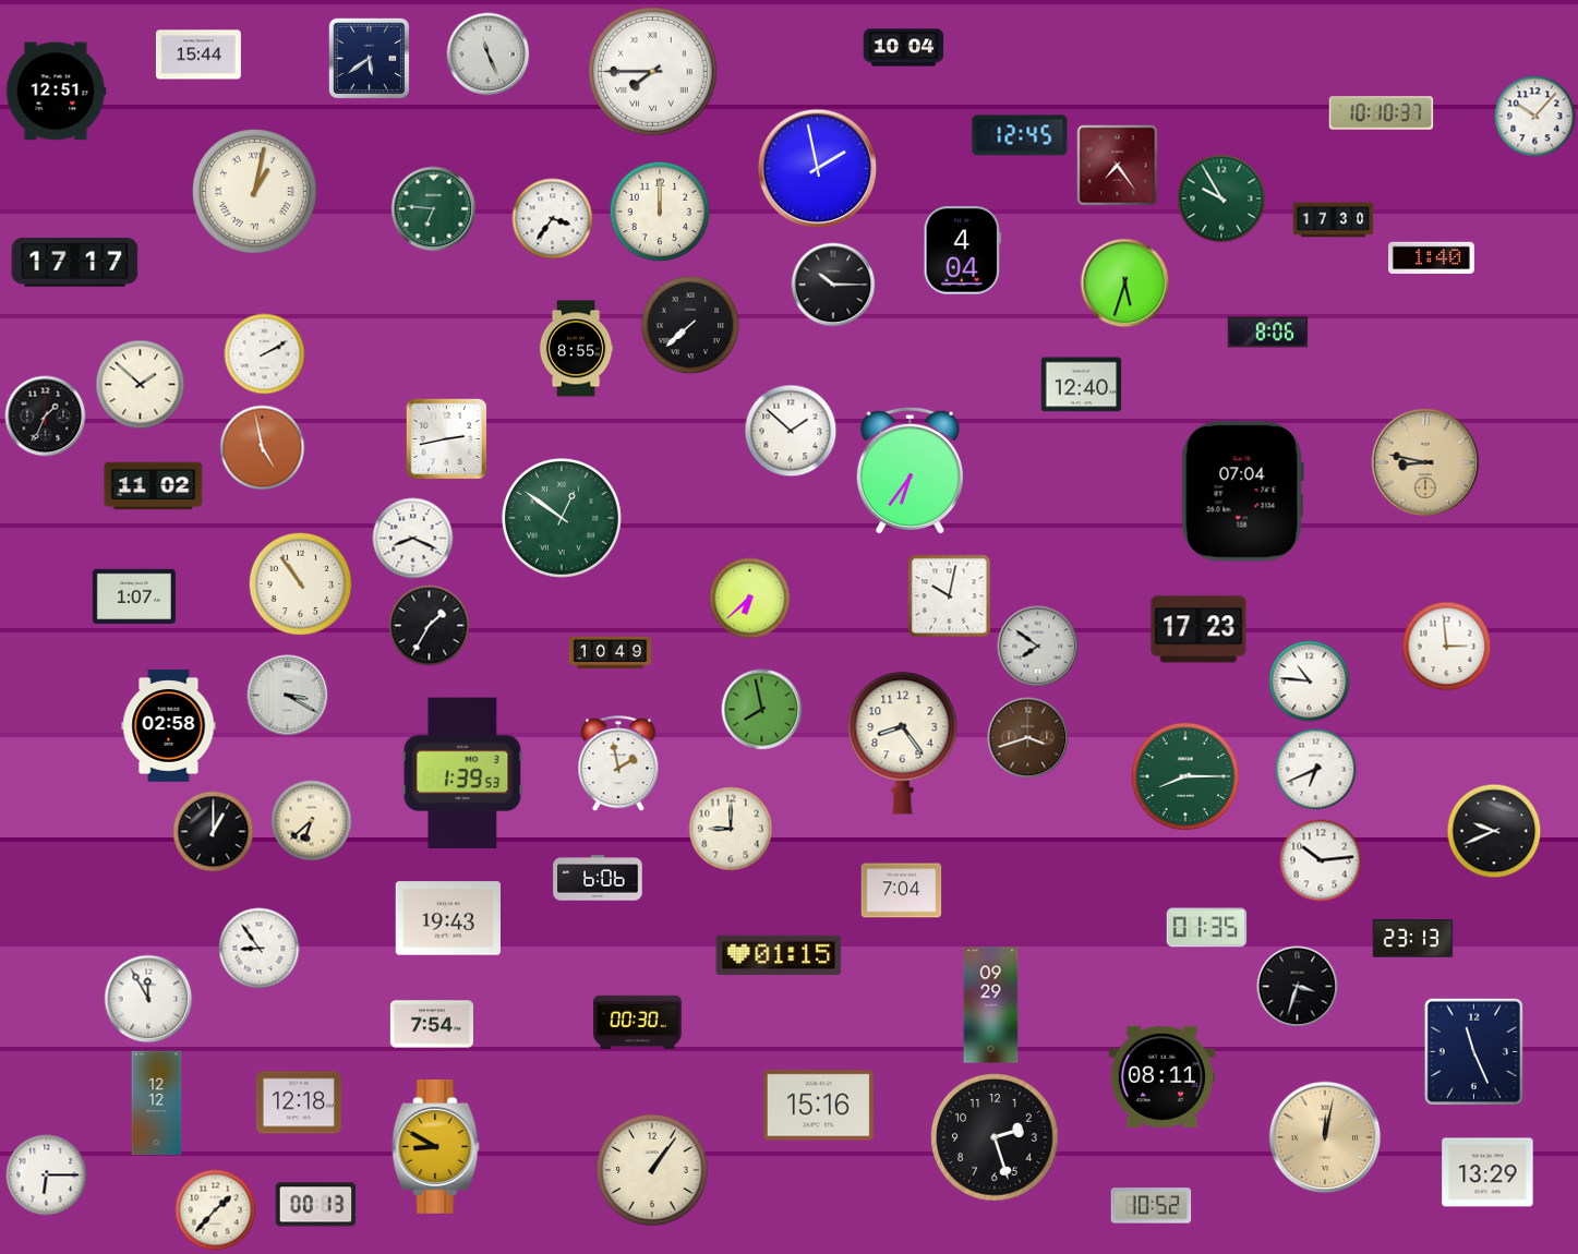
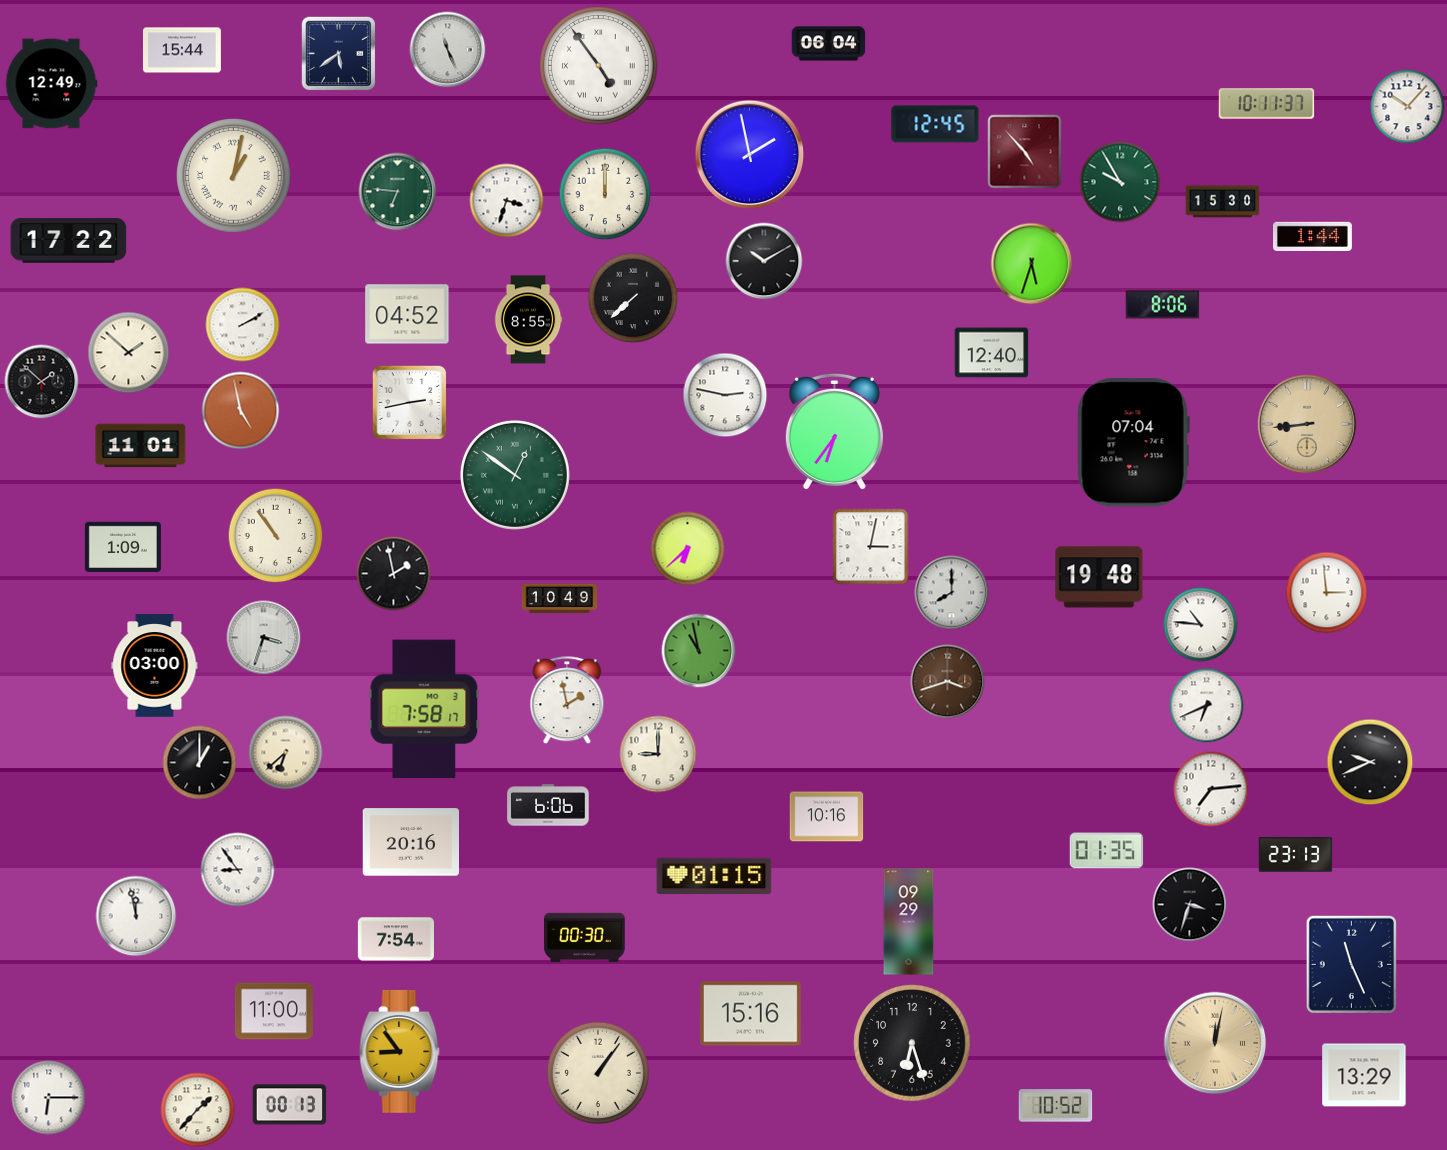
clock at (904, 48): 10:04 -> 06:04
clock at (653, 72): 7:45 -> 4:54
clock at (56, 92): 12:51 -> 12:49
clock at (1382, 113): 10:10 -> 10:11
clock at (1118, 166): 7:24 -> 4:53
clock at (553, 219): 3:36 -> 3:33
clock at (1334, 220): 17:30 -> 15:30
clock at (962, 251): 4:04 -> none
clock at (1432, 257): 1:40 -> 1:44
clock at (75, 263): 17:17 -> 17:22
clock at (1125, 284) position: (1125, 284) -> (1032, 264)
clock at (833, 285): 10:15 -> 10:10
clock at (407, 314): none -> 04:52
clock at (46, 417): 1:34 -> 1:52
clock at (791, 431): 1:52 -> 2:47
clock at (1425, 462): 8:47 -> 8:44
clock at (154, 486): 11:02 -> 11:01
clock at (1242, 492) position: (1242, 492) -> (1133, 443)
clock at (413, 539): 8:19 -> none
clock at (134, 596): 1:07 -> 1:09
clock at (950, 596): 10:02 -> 3:02
clock at (430, 626): 1:35 -> 1:58
clock at (1198, 629): 17:23 -> 19:48
clock at (1038, 647): 7:51 -> 8:00
clock at (288, 696): 3:20 -> 3:33
clock at (762, 710): 7:58 -> 10:58
clock at (169, 726): 02:58 -> 03:00
clock at (1028, 738) position: (1028, 738) -> (948, 682)
clock at (903, 744): 8:24 -> none
clock at (462, 773): 1:39 -> 7:58
clock at (1184, 775): 8:15 -> none
clock at (731, 829) position: (731, 829) -> (658, 754)
clock at (214, 832) position: (214, 832) -> (200, 763)
clock at (1321, 860): 10:14 -> 7:14
clock at (902, 891): 7:04 -> 10:16
clock at (448, 918): 19:43 -> 20:16
clock at (1413, 939) position: (1413, 939) -> (1296, 855)
clock at (148, 999): 11:55 -> 11:58
clock at (1161, 1076): 08:11 -> none
clock at (299, 1102): 12:18 -> 11:00
clock at (157, 1104): 12:12 -> none
clock at (995, 1137): 2:27 -> 6:27
clock at (436, 1146): 8:50 -> 8:54
clock at (47, 1175) position: (47, 1175) -> (49, 1098)
